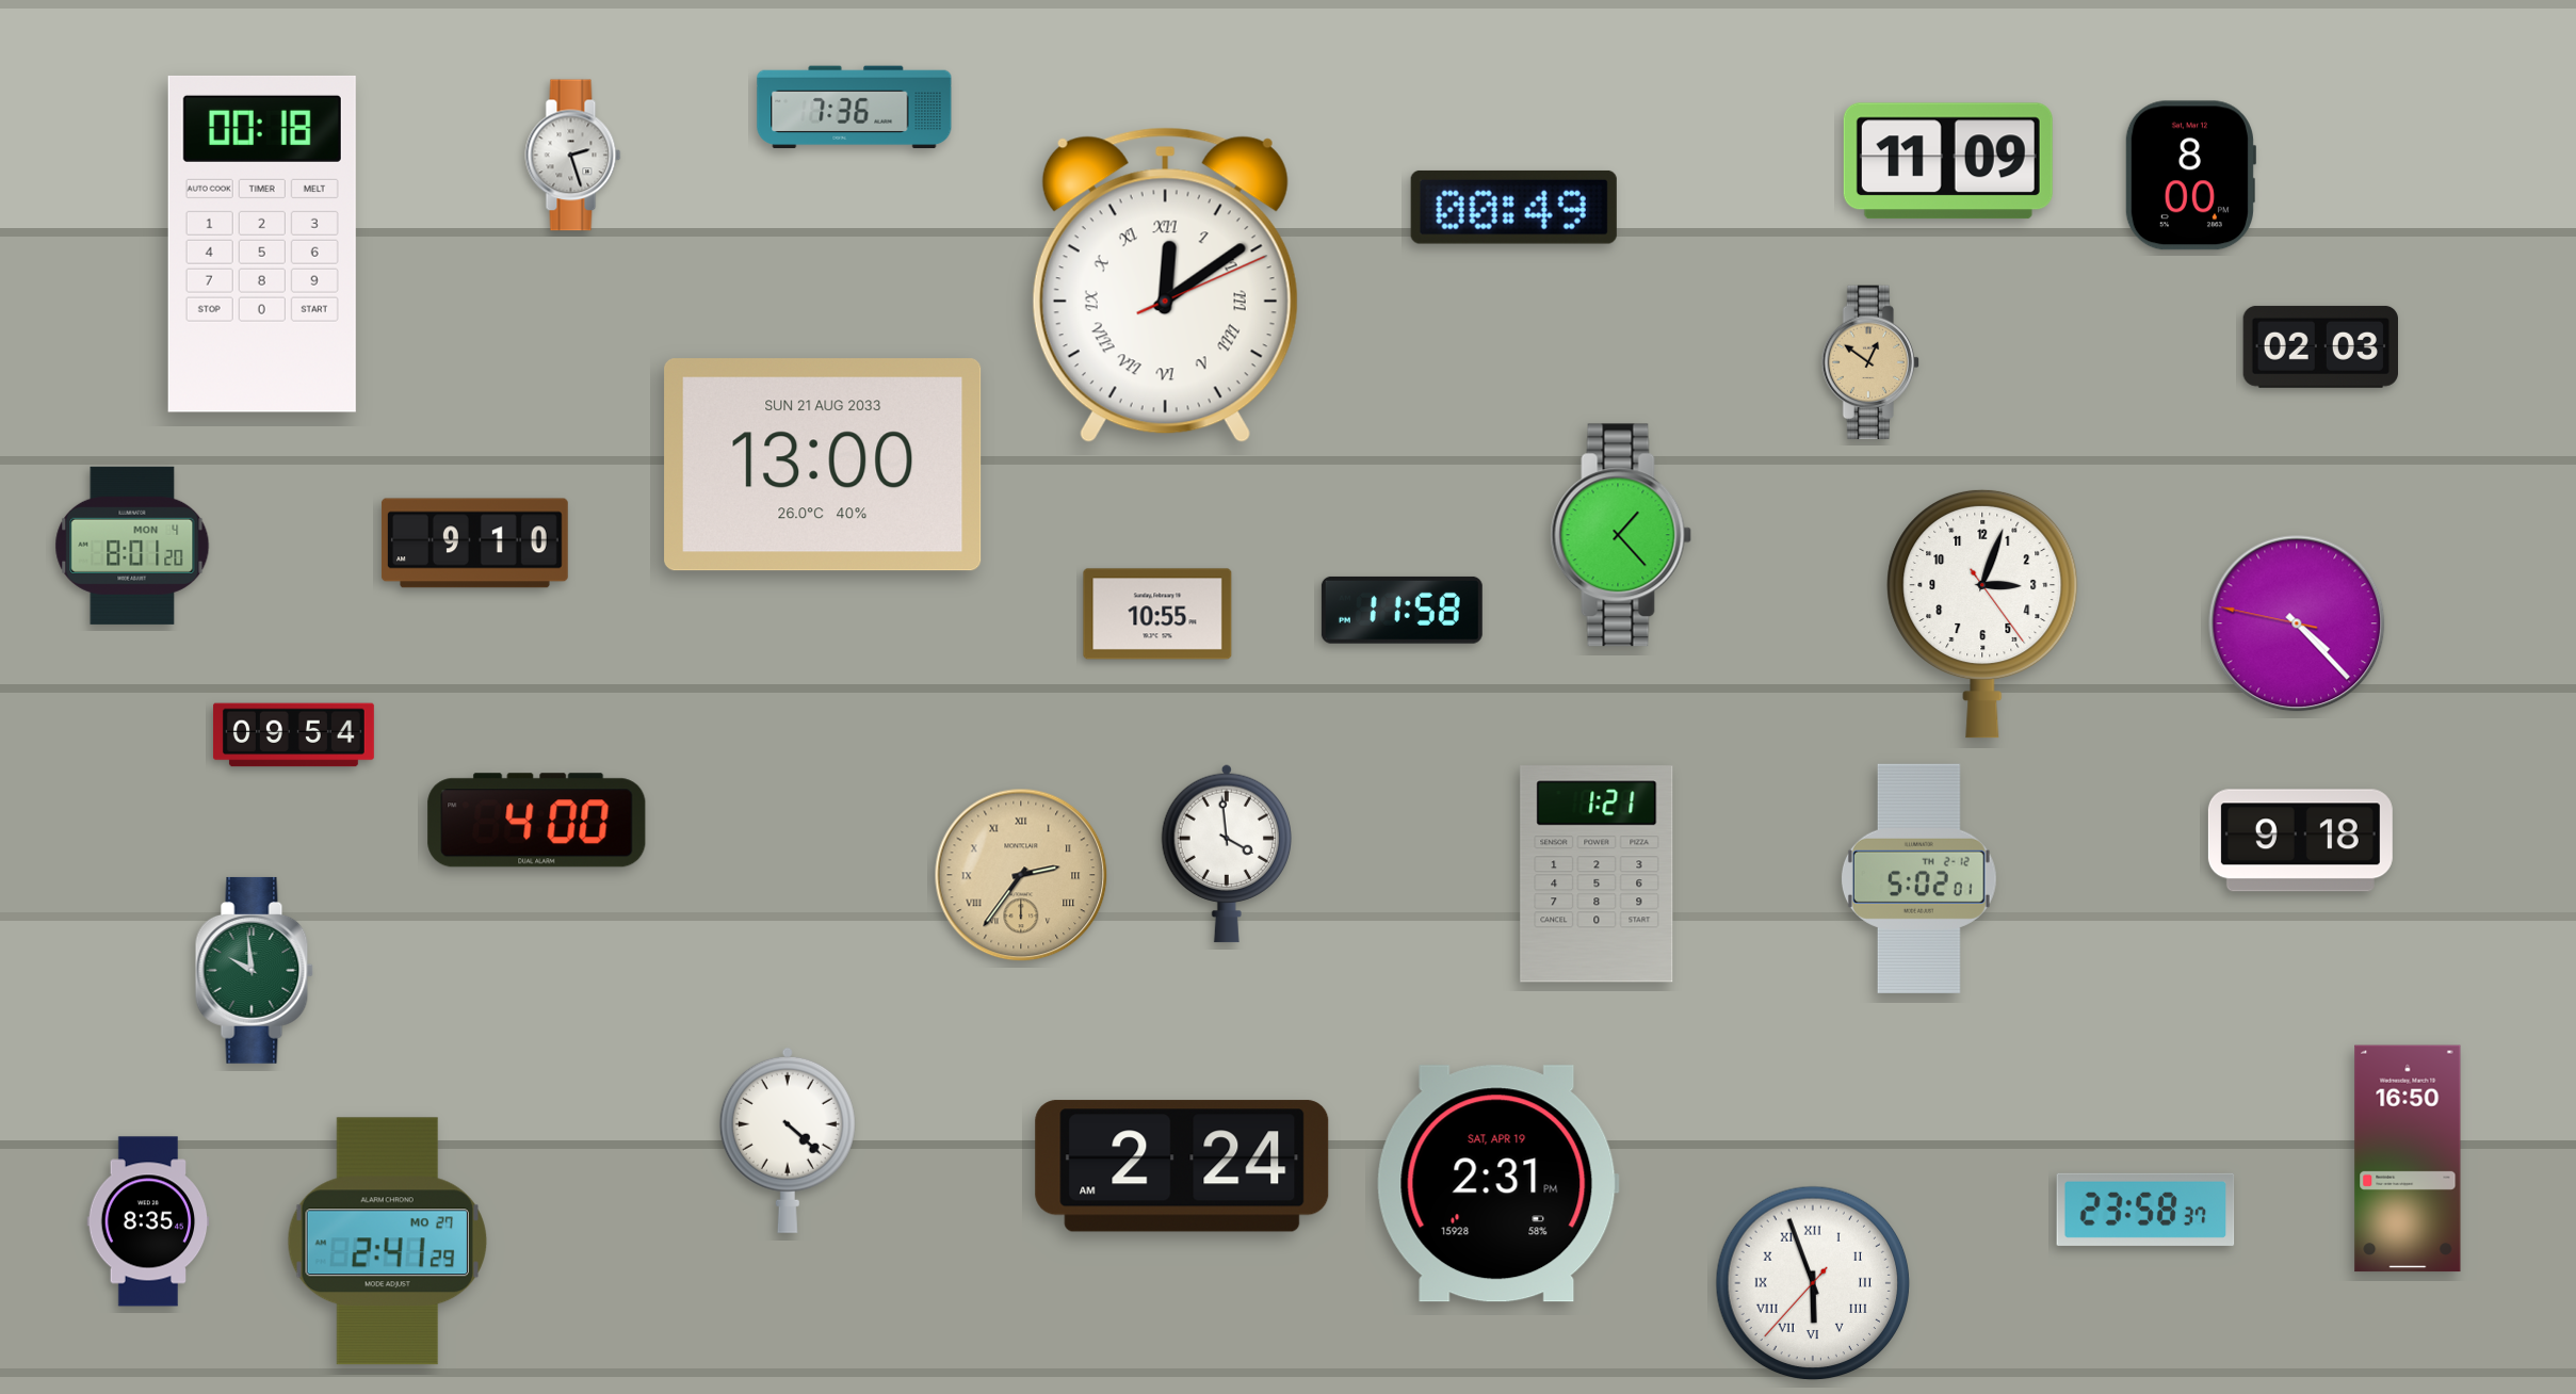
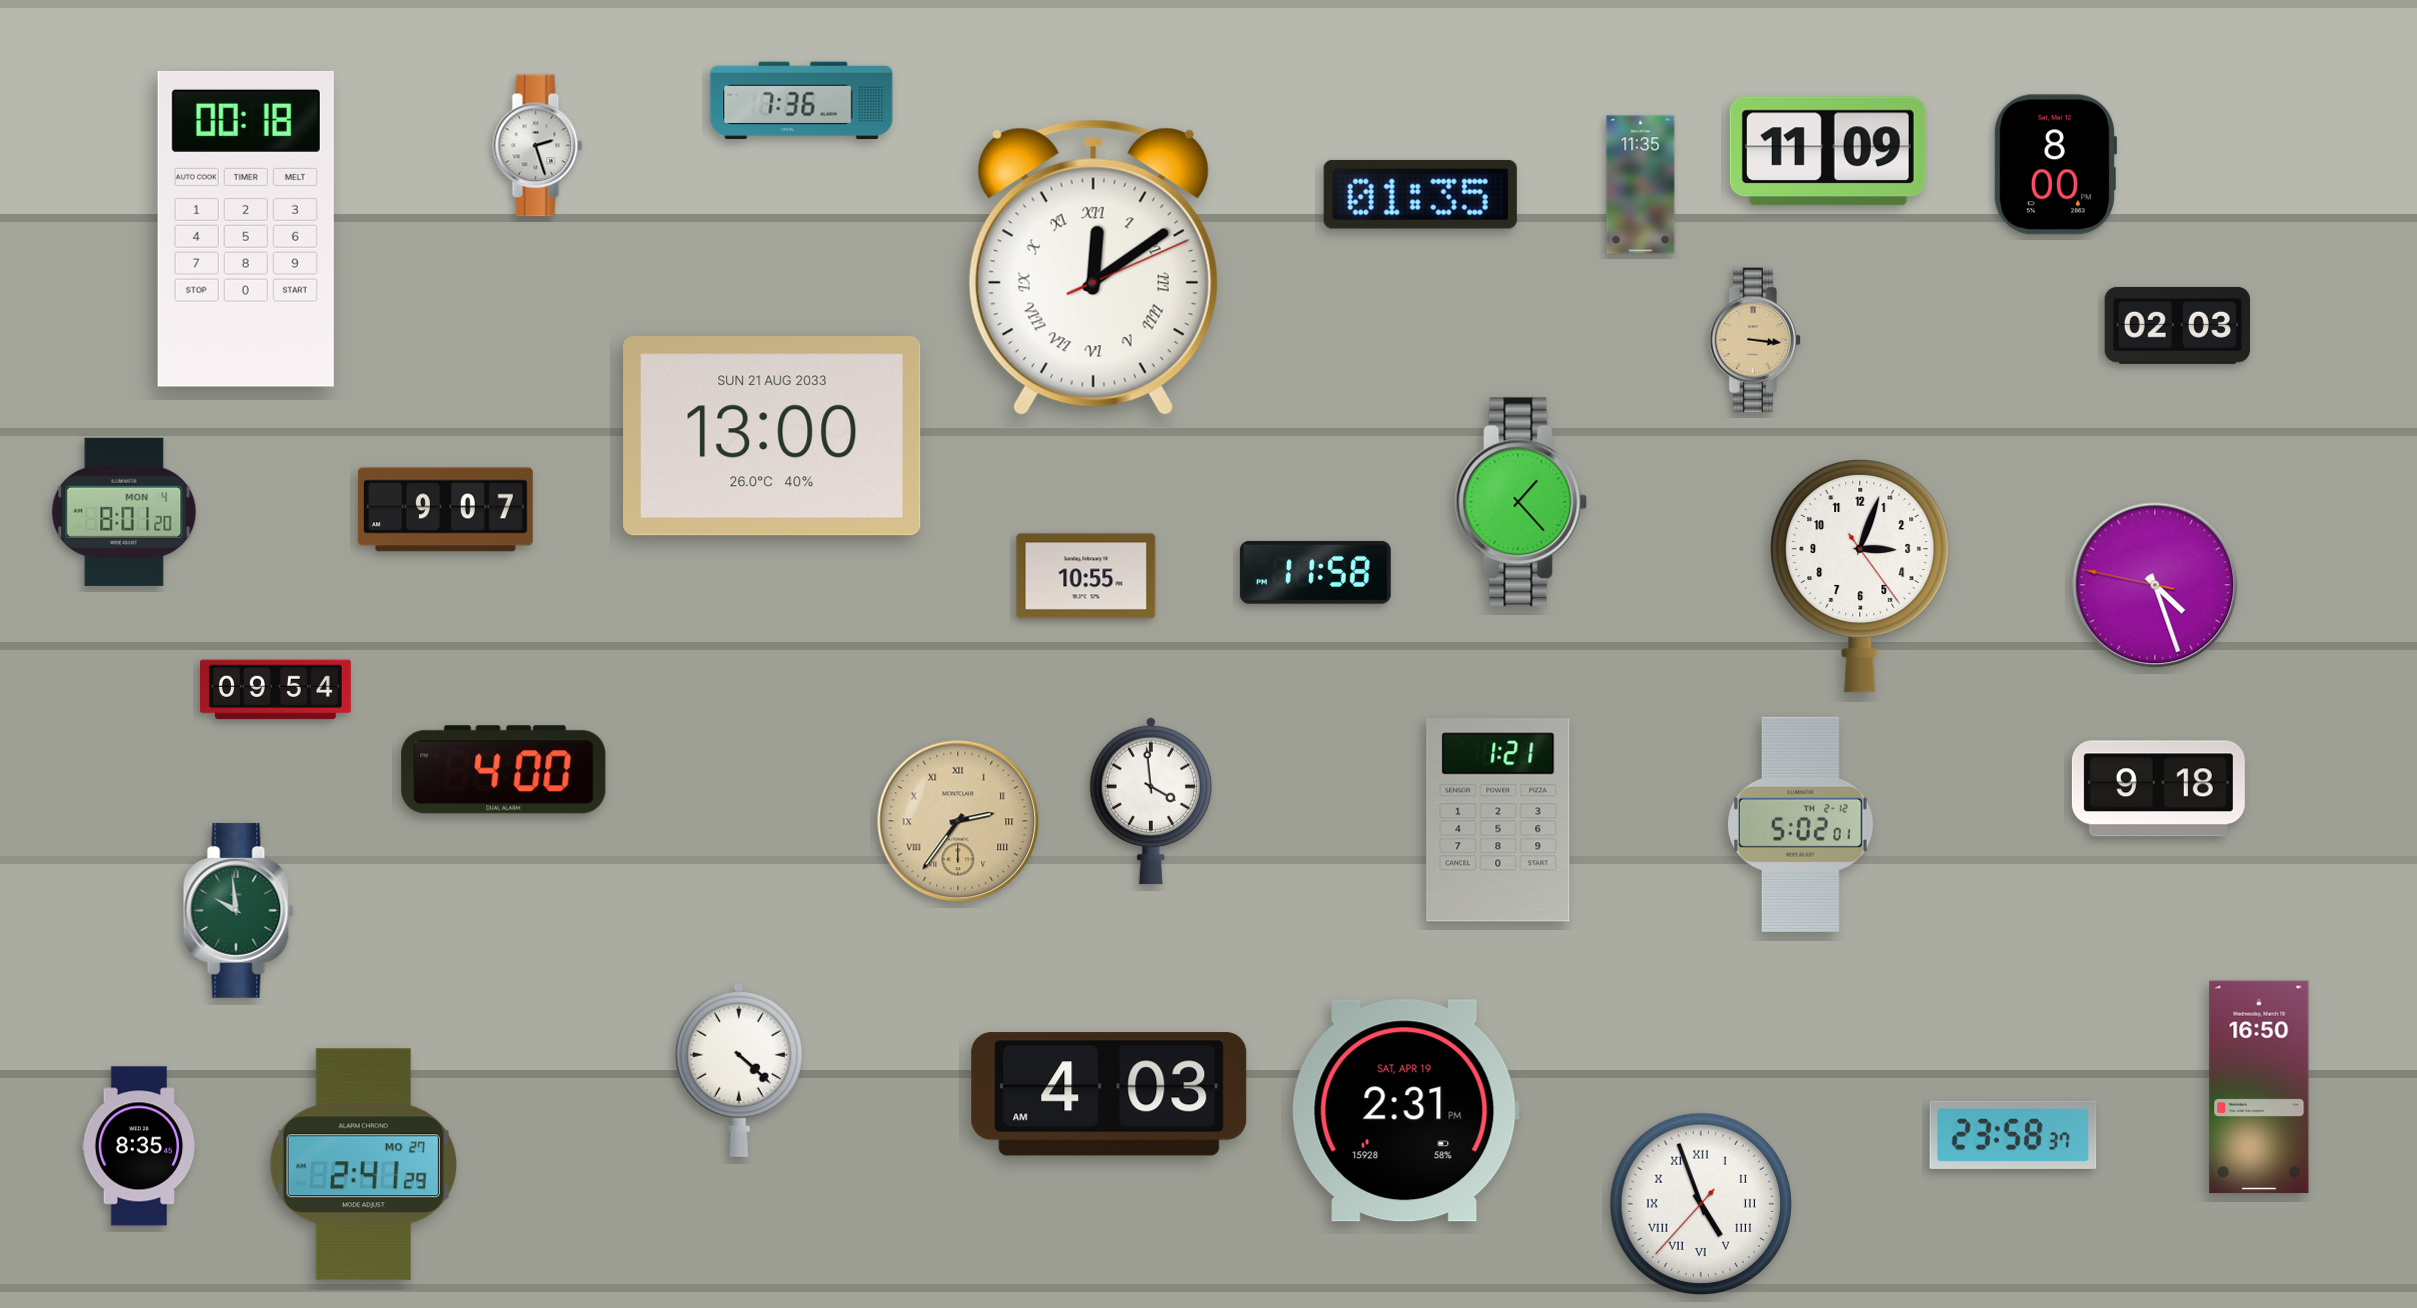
clock at (1641, 185): none -> 11:35
clock at (1513, 207): 00:49 -> 01:35
clock at (1870, 362): 12:51 -> 3:16
clock at (474, 544): 9:10 -> 9:07
clock at (2297, 623): 4:22 -> 4:26
clock at (1182, 1166): 2:24 -> 4:03
clock at (1813, 1283): 5:56 -> 4:56
